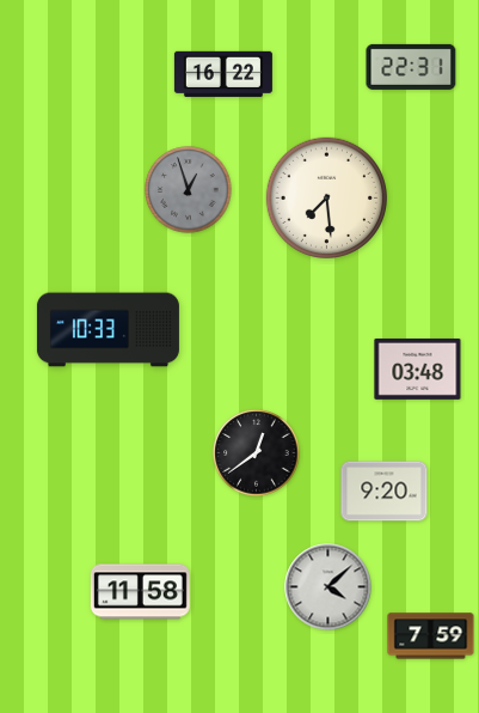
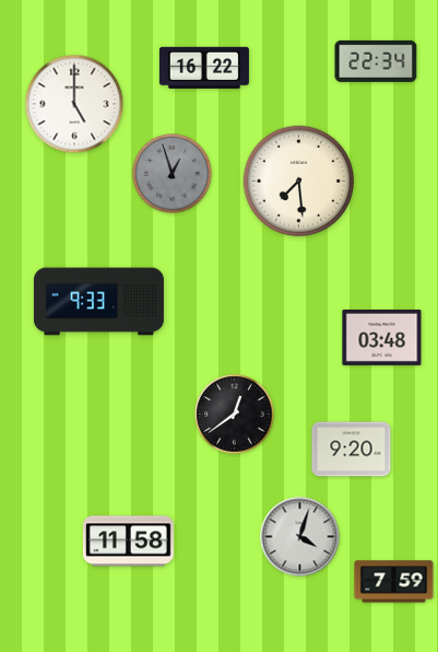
clock at (411, 67): 22:31 -> 22:34
clock at (74, 104): none -> 5:00
clock at (108, 330): 10:33 -> 9:33
clock at (328, 587): 4:08 -> 4:03
